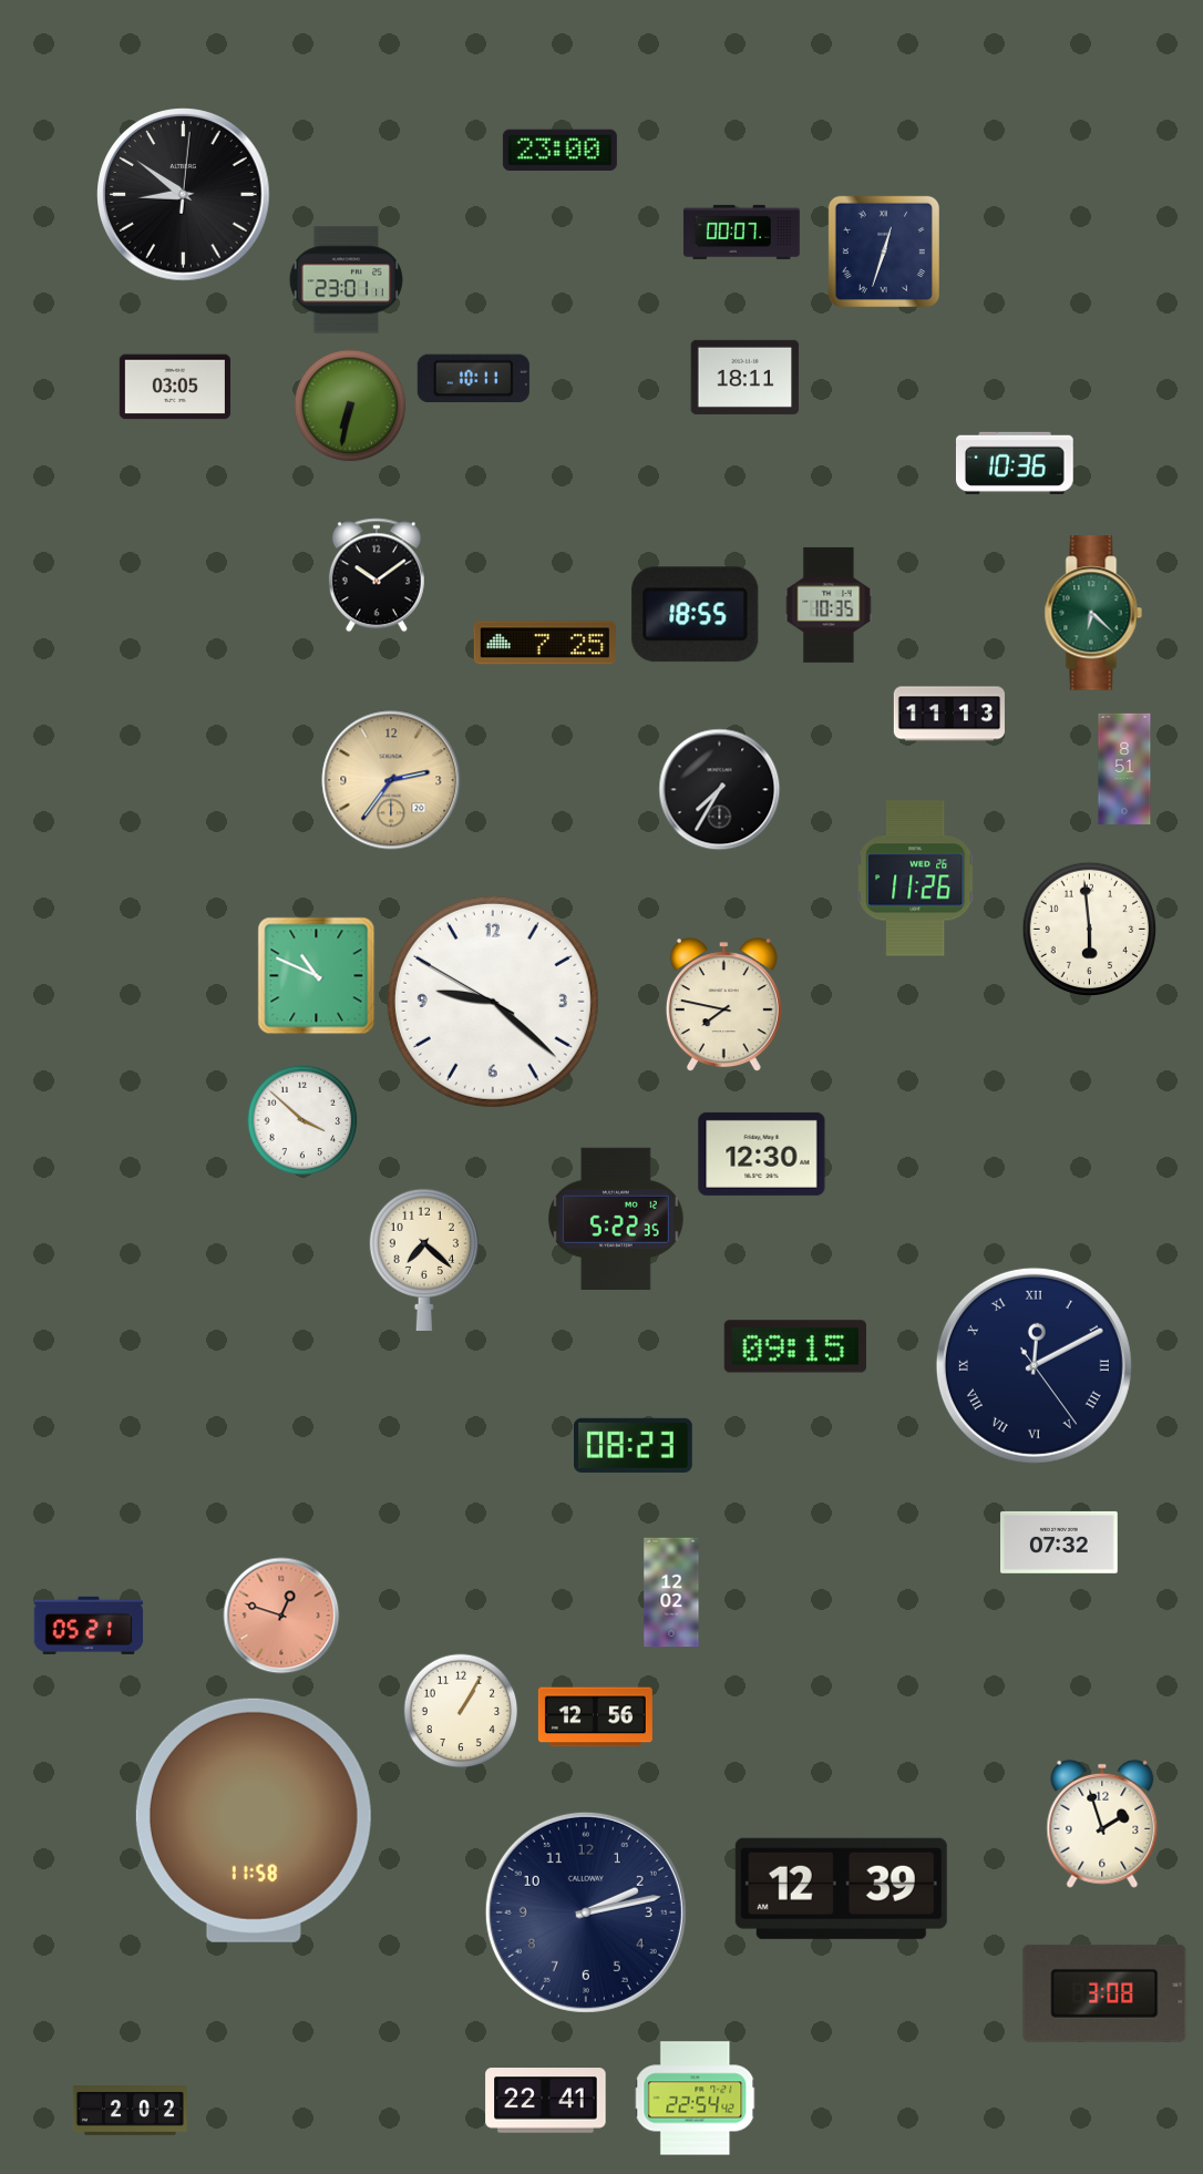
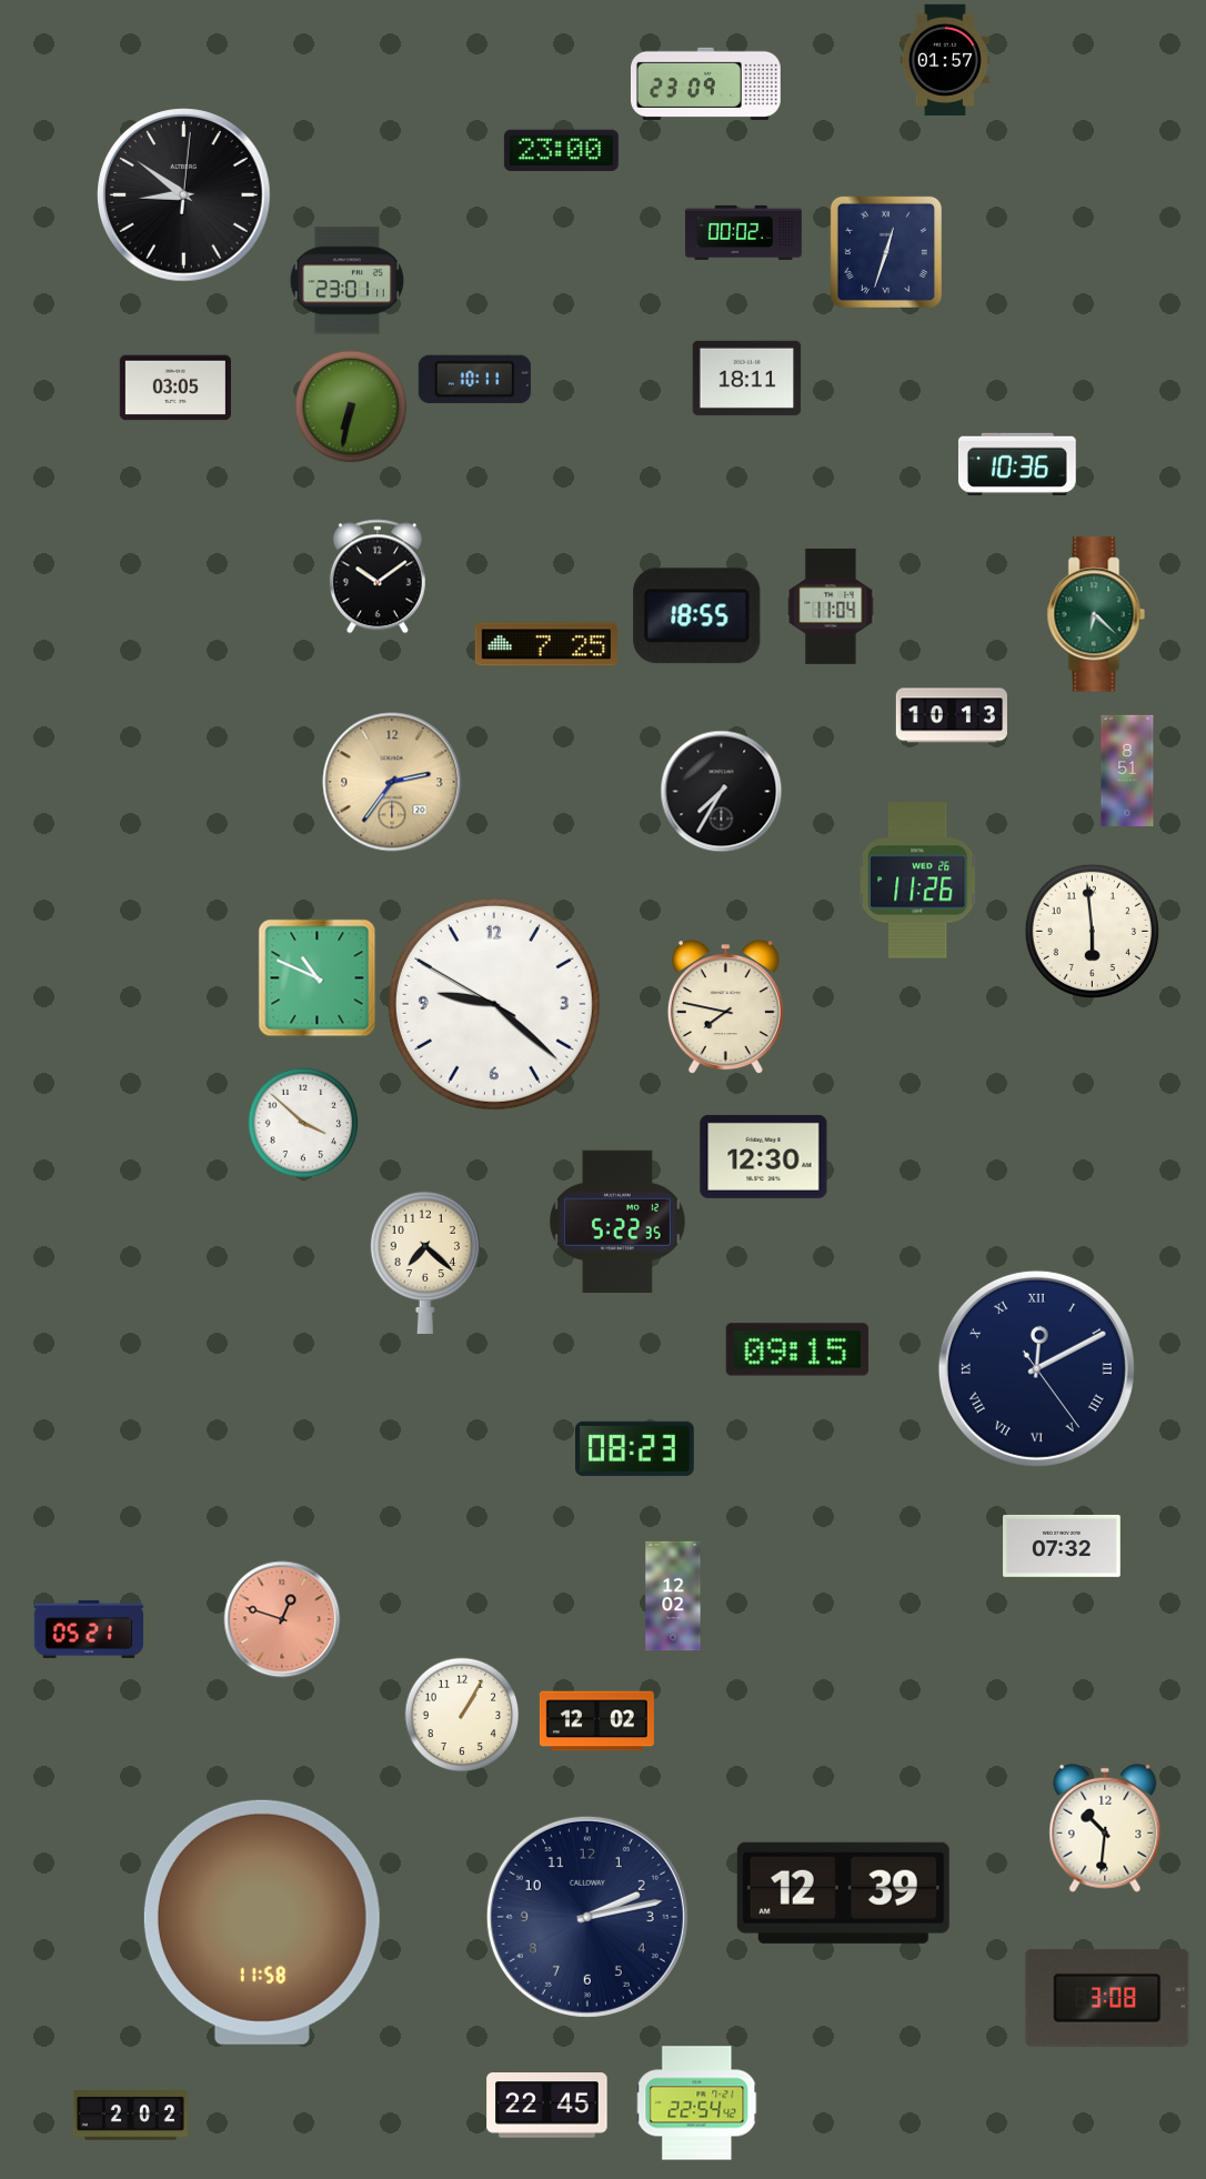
clock at (944, 60): none -> 01:57
clock at (705, 83): none -> 23:09
clock at (741, 232): 00:07 -> 00:02
clock at (829, 605): 10:35 -> 11:04
clock at (948, 714): 11:13 -> 10:13
clock at (595, 1717): 12:56 -> 12:02
clock at (254, 1821) position: (254, 1821) -> (262, 1922)
clock at (1102, 1824): 1:57 -> 10:31
clock at (546, 2101): 22:41 -> 22:45
